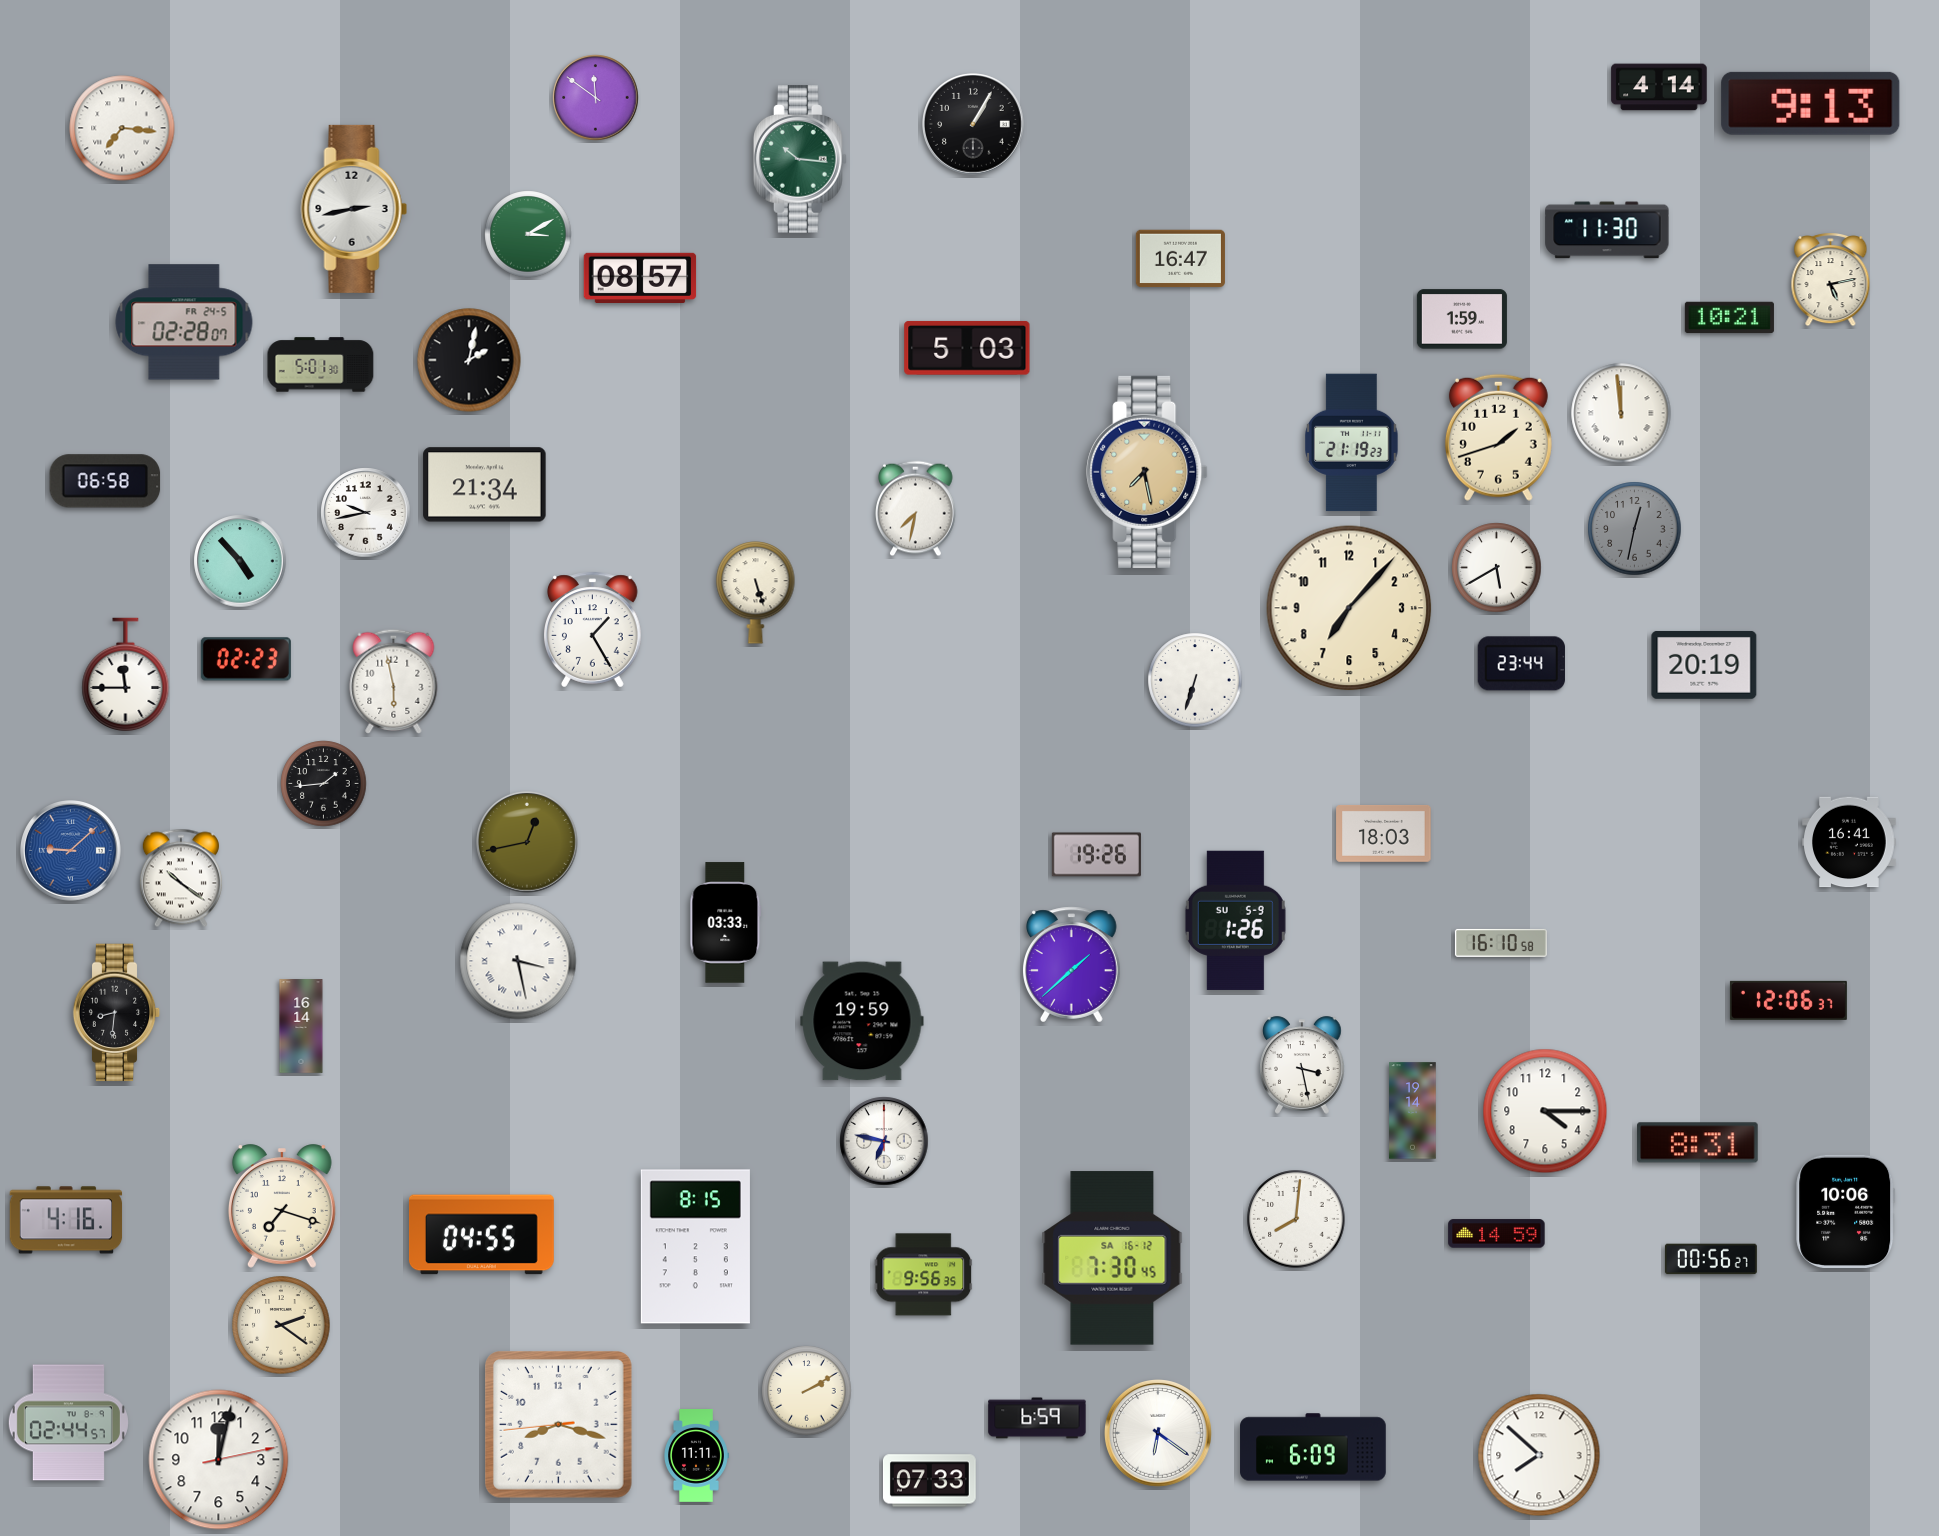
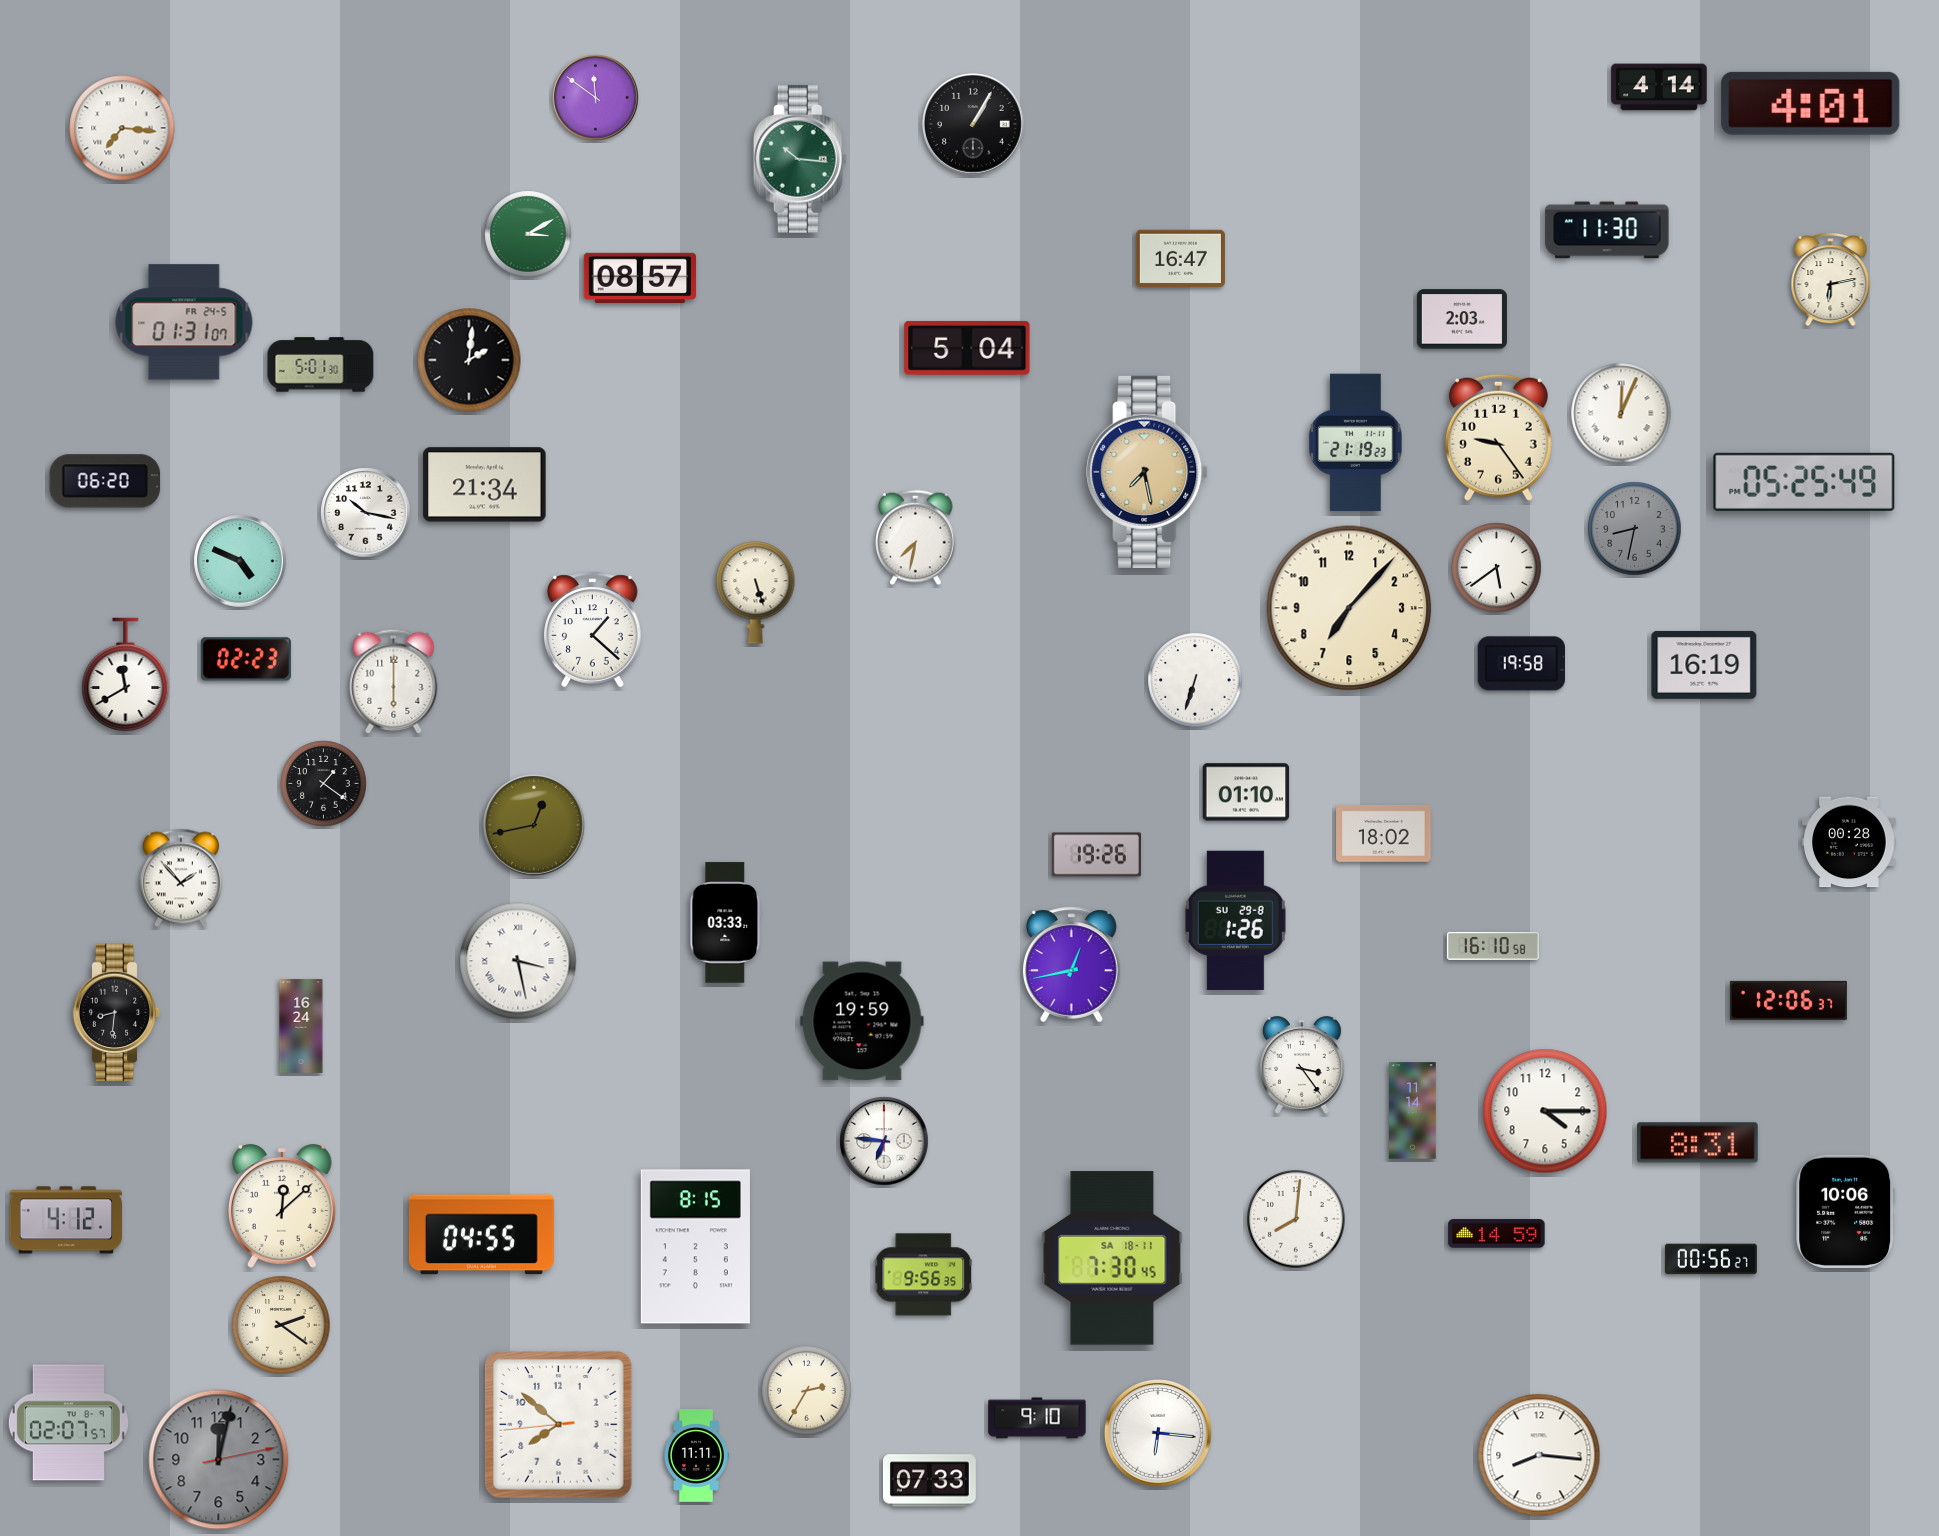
clock at (1811, 103): 9:13 -> 4:01
clock at (354, 209): 2:43 -> none
clock at (1831, 280): 5:13 -> 6:13
clock at (1729, 318): 10:21 -> none
clock at (1462, 319): 1:59 -> 2:03
clock at (184, 322): 02:28 -> 01:31
clock at (967, 348): 5:03 -> 5:04
clock at (469, 360): 2:02 -> 2:01
clock at (1621, 413): 11:59 -> 12:04
clock at (1498, 437): 1:42 -> 9:24
clock at (1352, 443) position: (1352, 443) -> (1356, 443)
clock at (105, 481): 06:58 -> 06:20
clock at (1804, 482): none -> 05:25
clock at (916, 509) position: (916, 509) -> (916, 538)
clock at (366, 513): 9:43 -> 10:17
clock at (1635, 529): 12:32 -> 8:32
clock at (240, 561): 4:53 -> 4:49
clock at (1497, 568): 5:40 -> 5:39
clock at (593, 630): 1:25 -> 1:22
clock at (1521, 664): 23:44 -> 19:58
clock at (1704, 665): 20:19 -> 16:19
clock at (126, 675): 11:45 -> 11:40
clock at (394, 681): 5:58 -> 6:00
clock at (324, 784): 1:44 -> 1:21
clock at (1246, 792): none -> 01:10
clock at (1384, 833): 18:03 -> 18:02
clock at (1849, 842): 16:41 -> 00:28
clock at (528, 843) position: (528, 843) -> (535, 826)
clock at (71, 851): 9:08 -> none
clock at (181, 878): 10:21 -> 1:53
clock at (1235, 920) date: SU 5-9 -> SU 29-8
clock at (1501, 943) position: (1501, 943) -> (1493, 946)
clock at (1072, 965): 1:38 -> 12:43
clock at (301, 1026): 16:14 -> 16:24
clock at (1303, 1065): 3:28 -> 3:24
clock at (1413, 1111): 19:14 -> 11:14
clock at (884, 1141): 6:47 -> 6:46
clock at (282, 1206): 7:18 -> 12:08
clock at (66, 1220): 4:16 -> 4:12
clock at (1112, 1258) date: SA 16-12 -> SA 18-11
clock at (807, 1391): 2:10 -> 2:35
clock at (1037, 1418): 6:59 -> 9:10
clock at (68, 1423): 02:44 -> 02:07
clock at (559, 1425): 8:17 -> 7:51
clock at (1159, 1434): 6:21 -> 6:16
clock at (1313, 1447): 6:09 -> none
clock at (1539, 1455): 7:52 -> 8:16
clock at (219, 1460) dial: white -> grey
